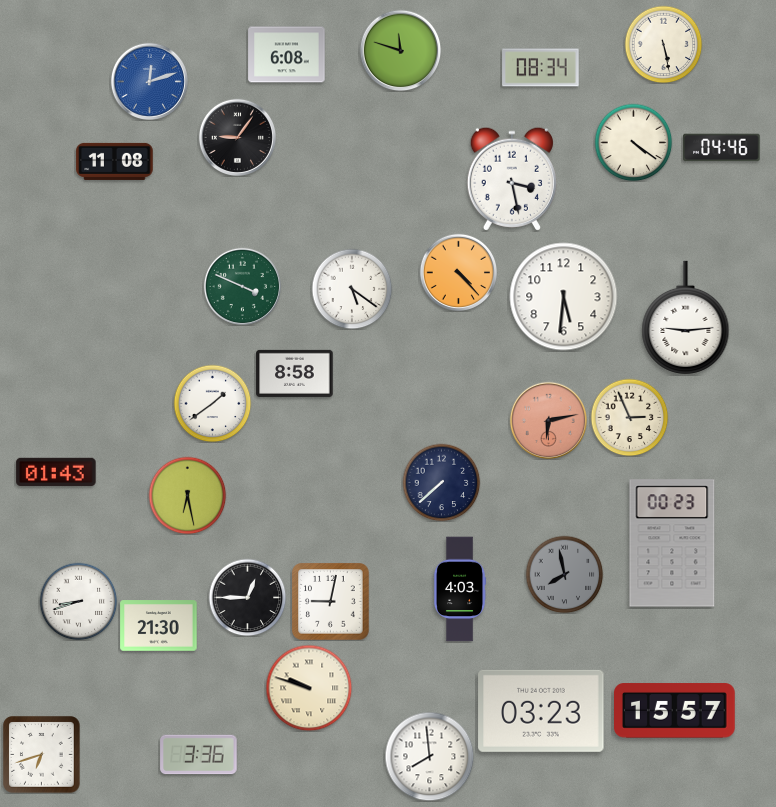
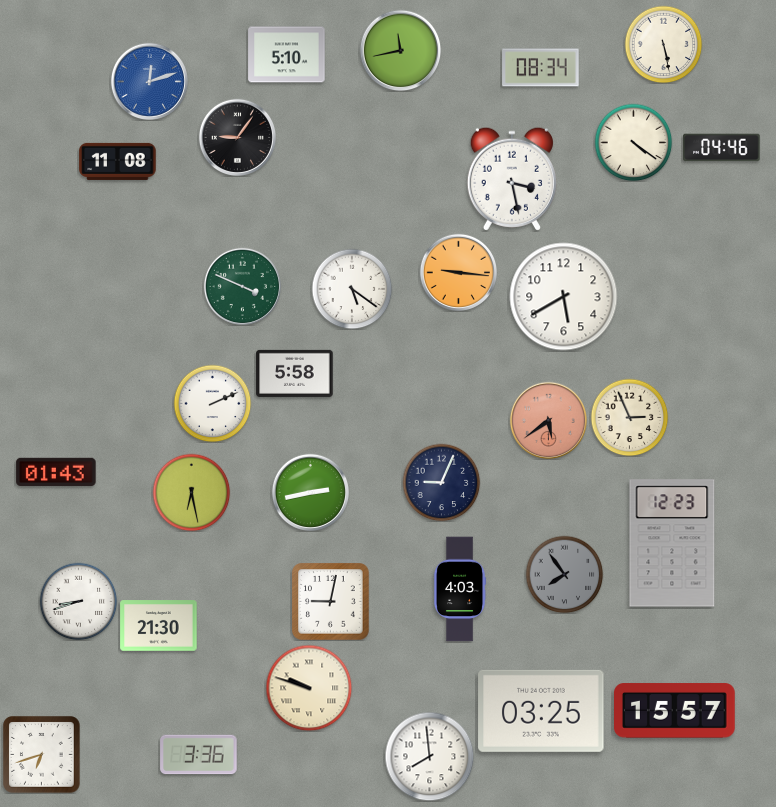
clock at (400, 50): 11:48 -> 11:43
clock at (287, 55): 6:08 -> 5:10
clock at (115, 161) position: (115, 161) -> (118, 161)
clock at (458, 272): 4:23 -> 9:16
clock at (564, 297): 5:31 -> 5:40
clock at (686, 317): 9:14 -> none
clock at (295, 373): 8:58 -> 5:58
clock at (212, 403): 1:39 -> 2:11
clock at (548, 420): 6:13 -> 5:39
clock at (441, 482): 7:38 -> 9:04
clock at (310, 492): none -> 2:43
clock at (187, 495) position: (187, 495) -> (191, 492)
clock at (672, 543): 00:23 -> 12:23
clock at (564, 574): 7:58 -> 7:54
clock at (247, 597): 12:45 -> none
clock at (541, 711): 03:23 -> 03:25
